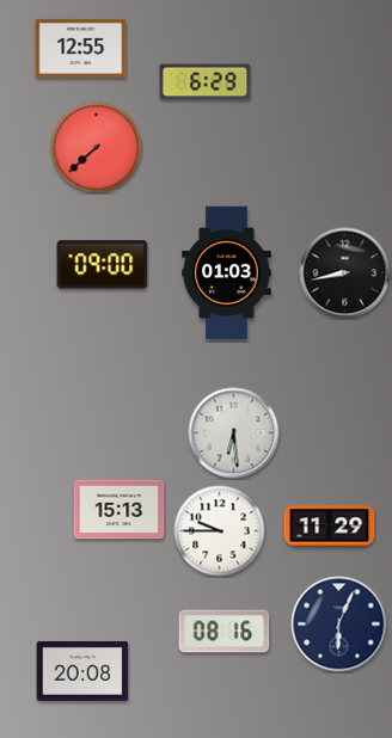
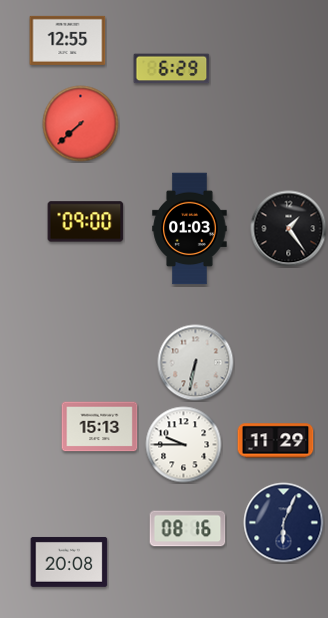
clock at (345, 273): 8:43 -> 1:24
clock at (234, 433): 6:29 -> 6:32
